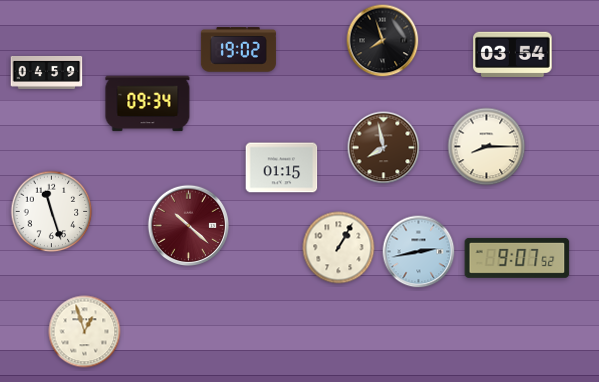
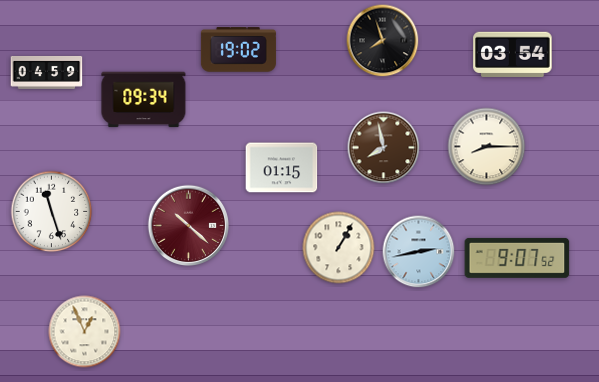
clock at (148, 104) position: (148, 104) -> (144, 100)
clock at (85, 332): 12:57 -> 12:56
